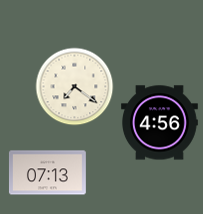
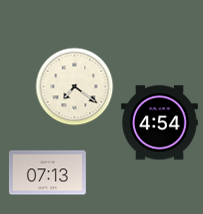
clock at (160, 123): 4:56 -> 4:54
